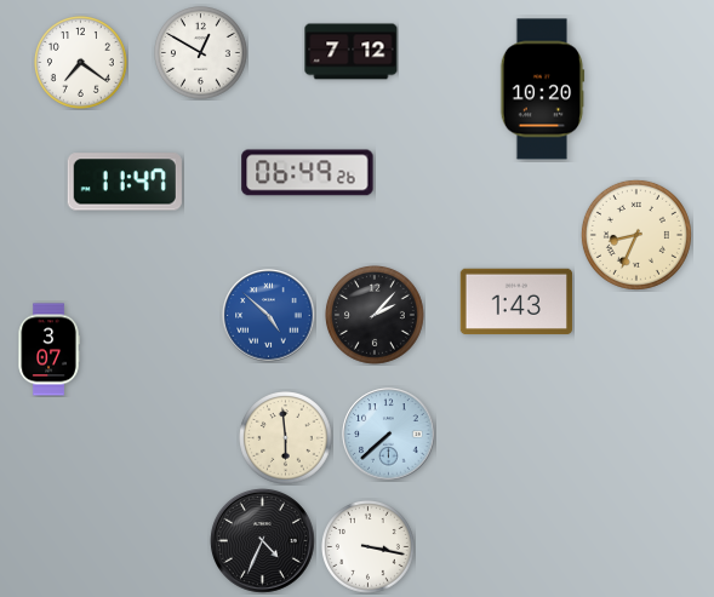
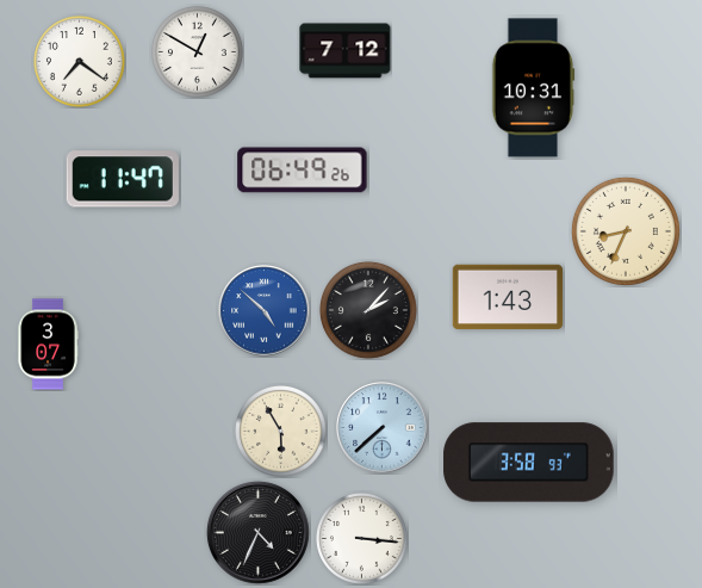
clock at (542, 90): 10:20 -> 10:31
clock at (286, 438): 5:59 -> 5:55
clock at (529, 463): none -> 3:58
clock at (369, 547): 3:17 -> 3:16
